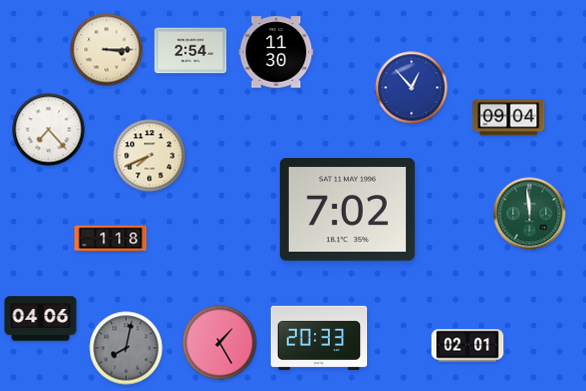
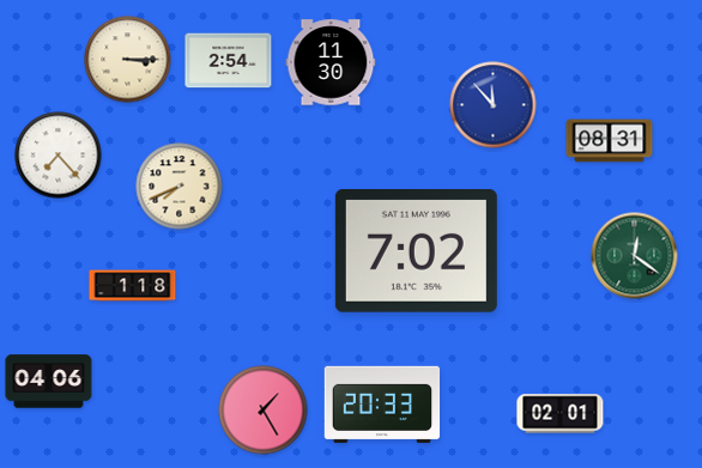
clock at (412, 88): 12:53 -> 11:53
clock at (509, 118): 09:04 -> 08:31
clock at (530, 214): 11:59 -> 12:21
clock at (126, 348): 8:02 -> none
